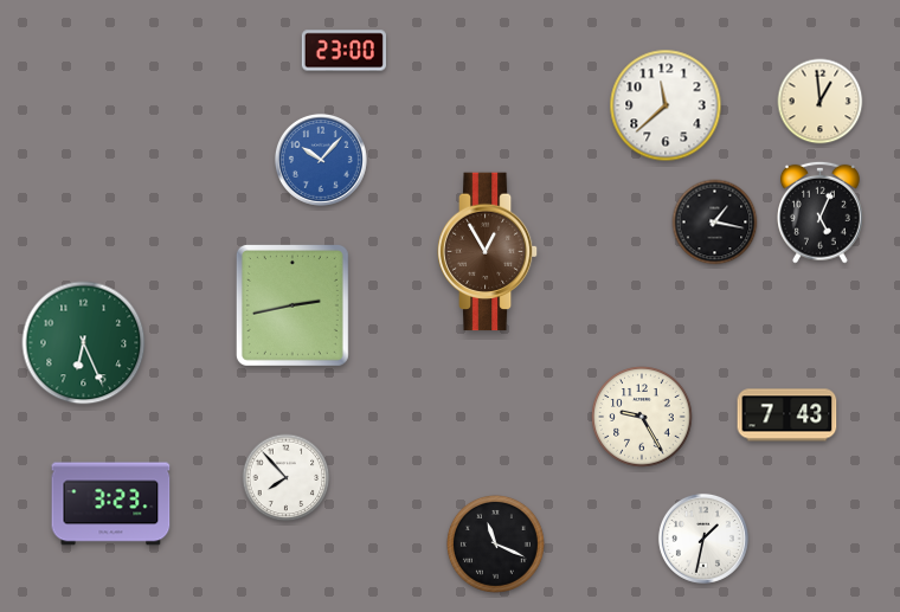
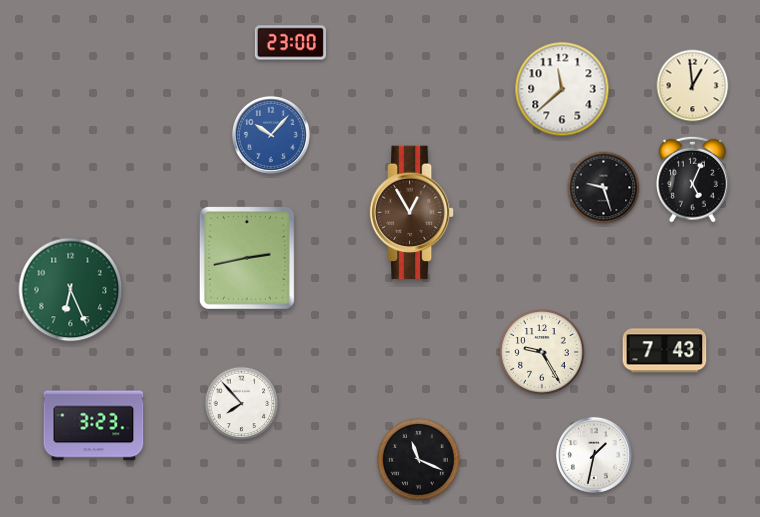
clock at (715, 223): 1:17 -> 9:27
